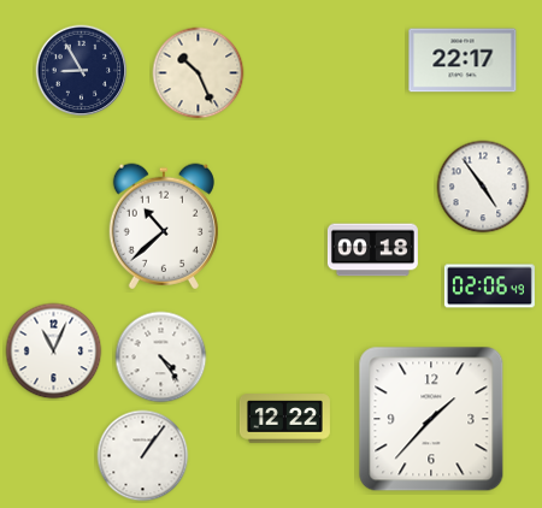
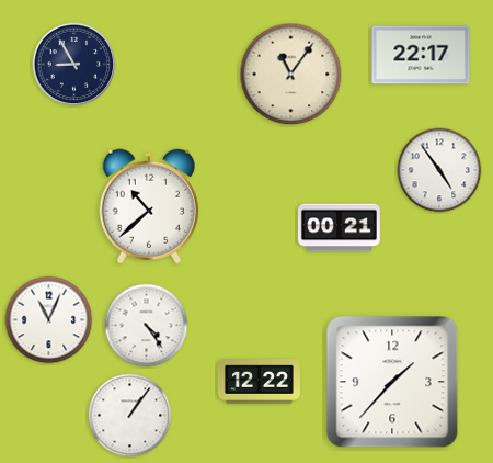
clock at (199, 73): 10:26 -> none
clock at (291, 75): none -> 11:06
clock at (372, 250): 00:18 -> 00:21
clock at (489, 287): 02:06 -> none
